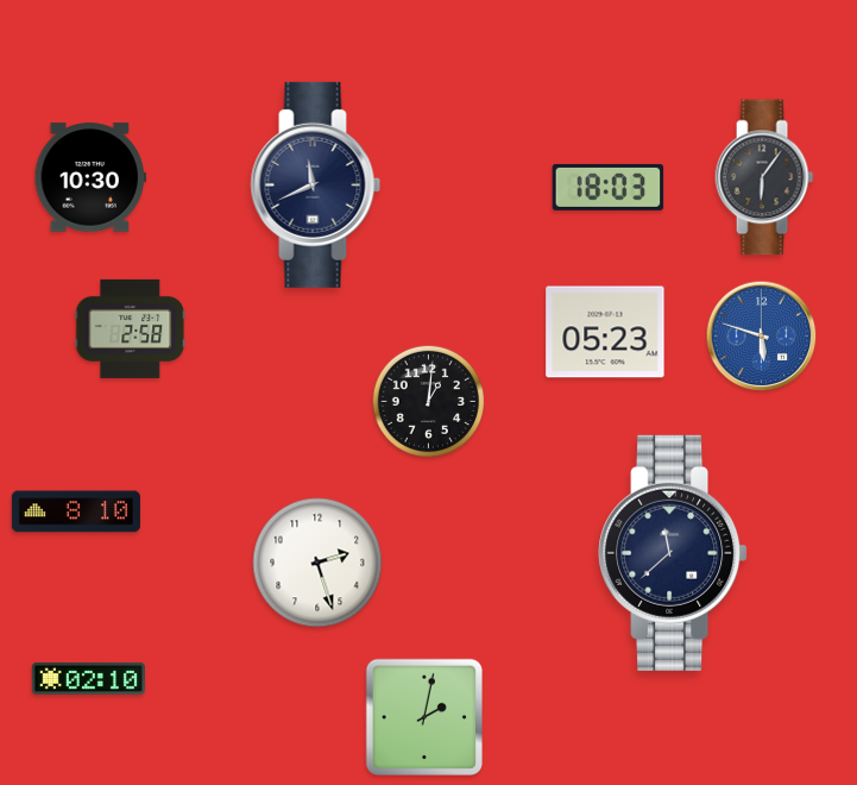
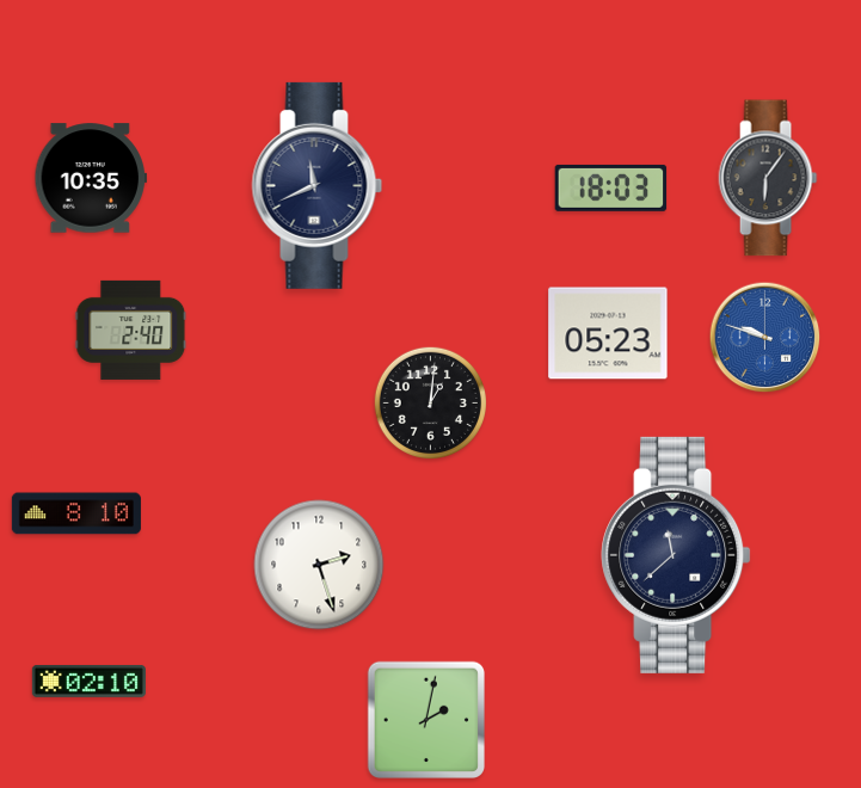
clock at (89, 177): 10:30 -> 10:35
clock at (131, 328): 2:58 -> 2:40
clock at (762, 337): 5:48 -> 9:48
